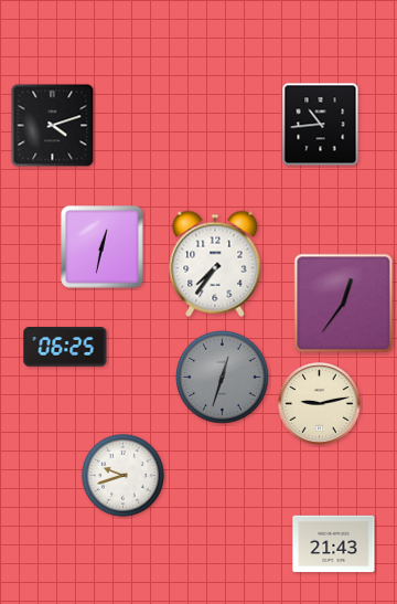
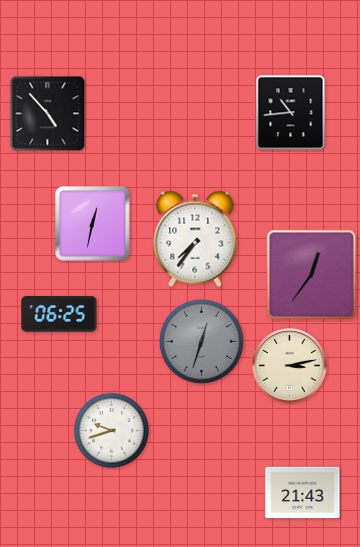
clock at (53, 126): 4:12 -> 4:53
clock at (320, 404): 9:13 -> 3:13
